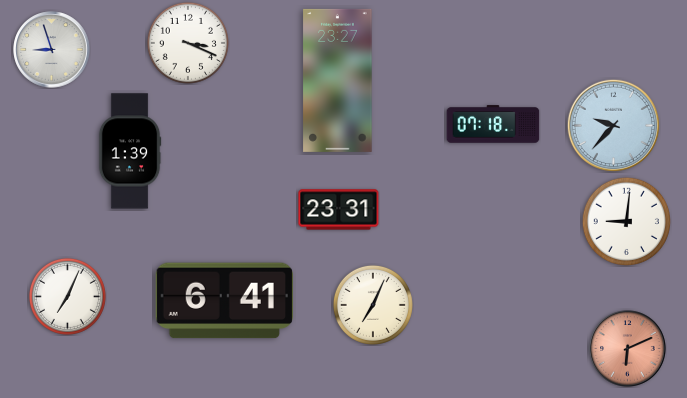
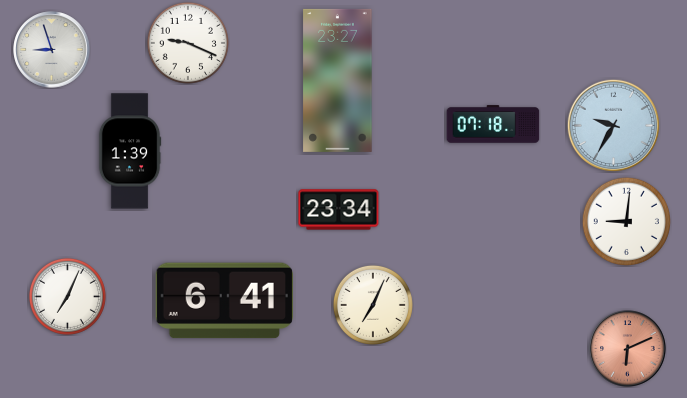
clock at (188, 43): 3:19 -> 9:19
clock at (613, 125): 9:37 -> 9:35
clock at (339, 210): 23:31 -> 23:34
